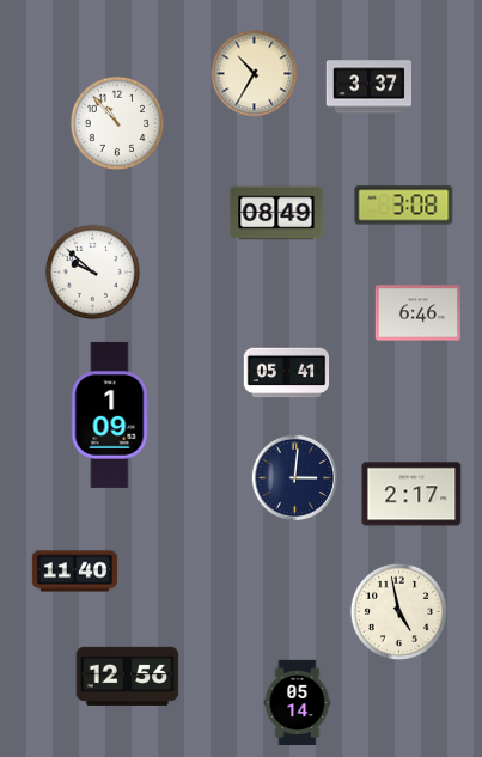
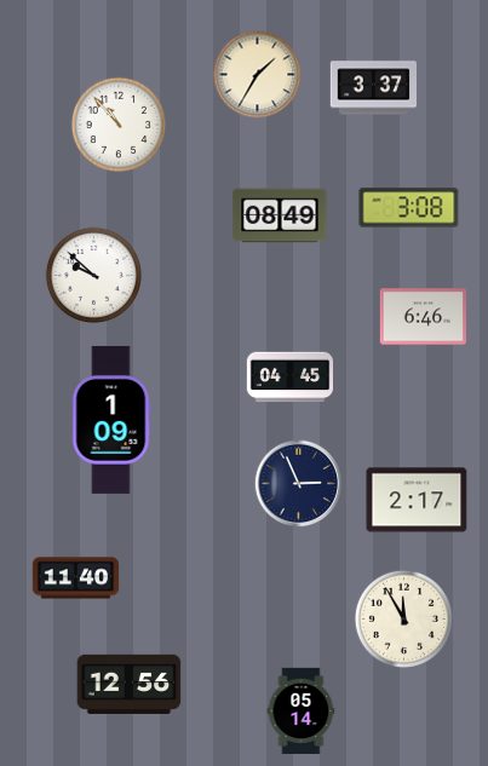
clock at (255, 74): 10:35 -> 1:35
clock at (287, 373): 05:41 -> 04:45
clock at (295, 478): 3:01 -> 2:56
clock at (398, 611): 4:58 -> 11:55
